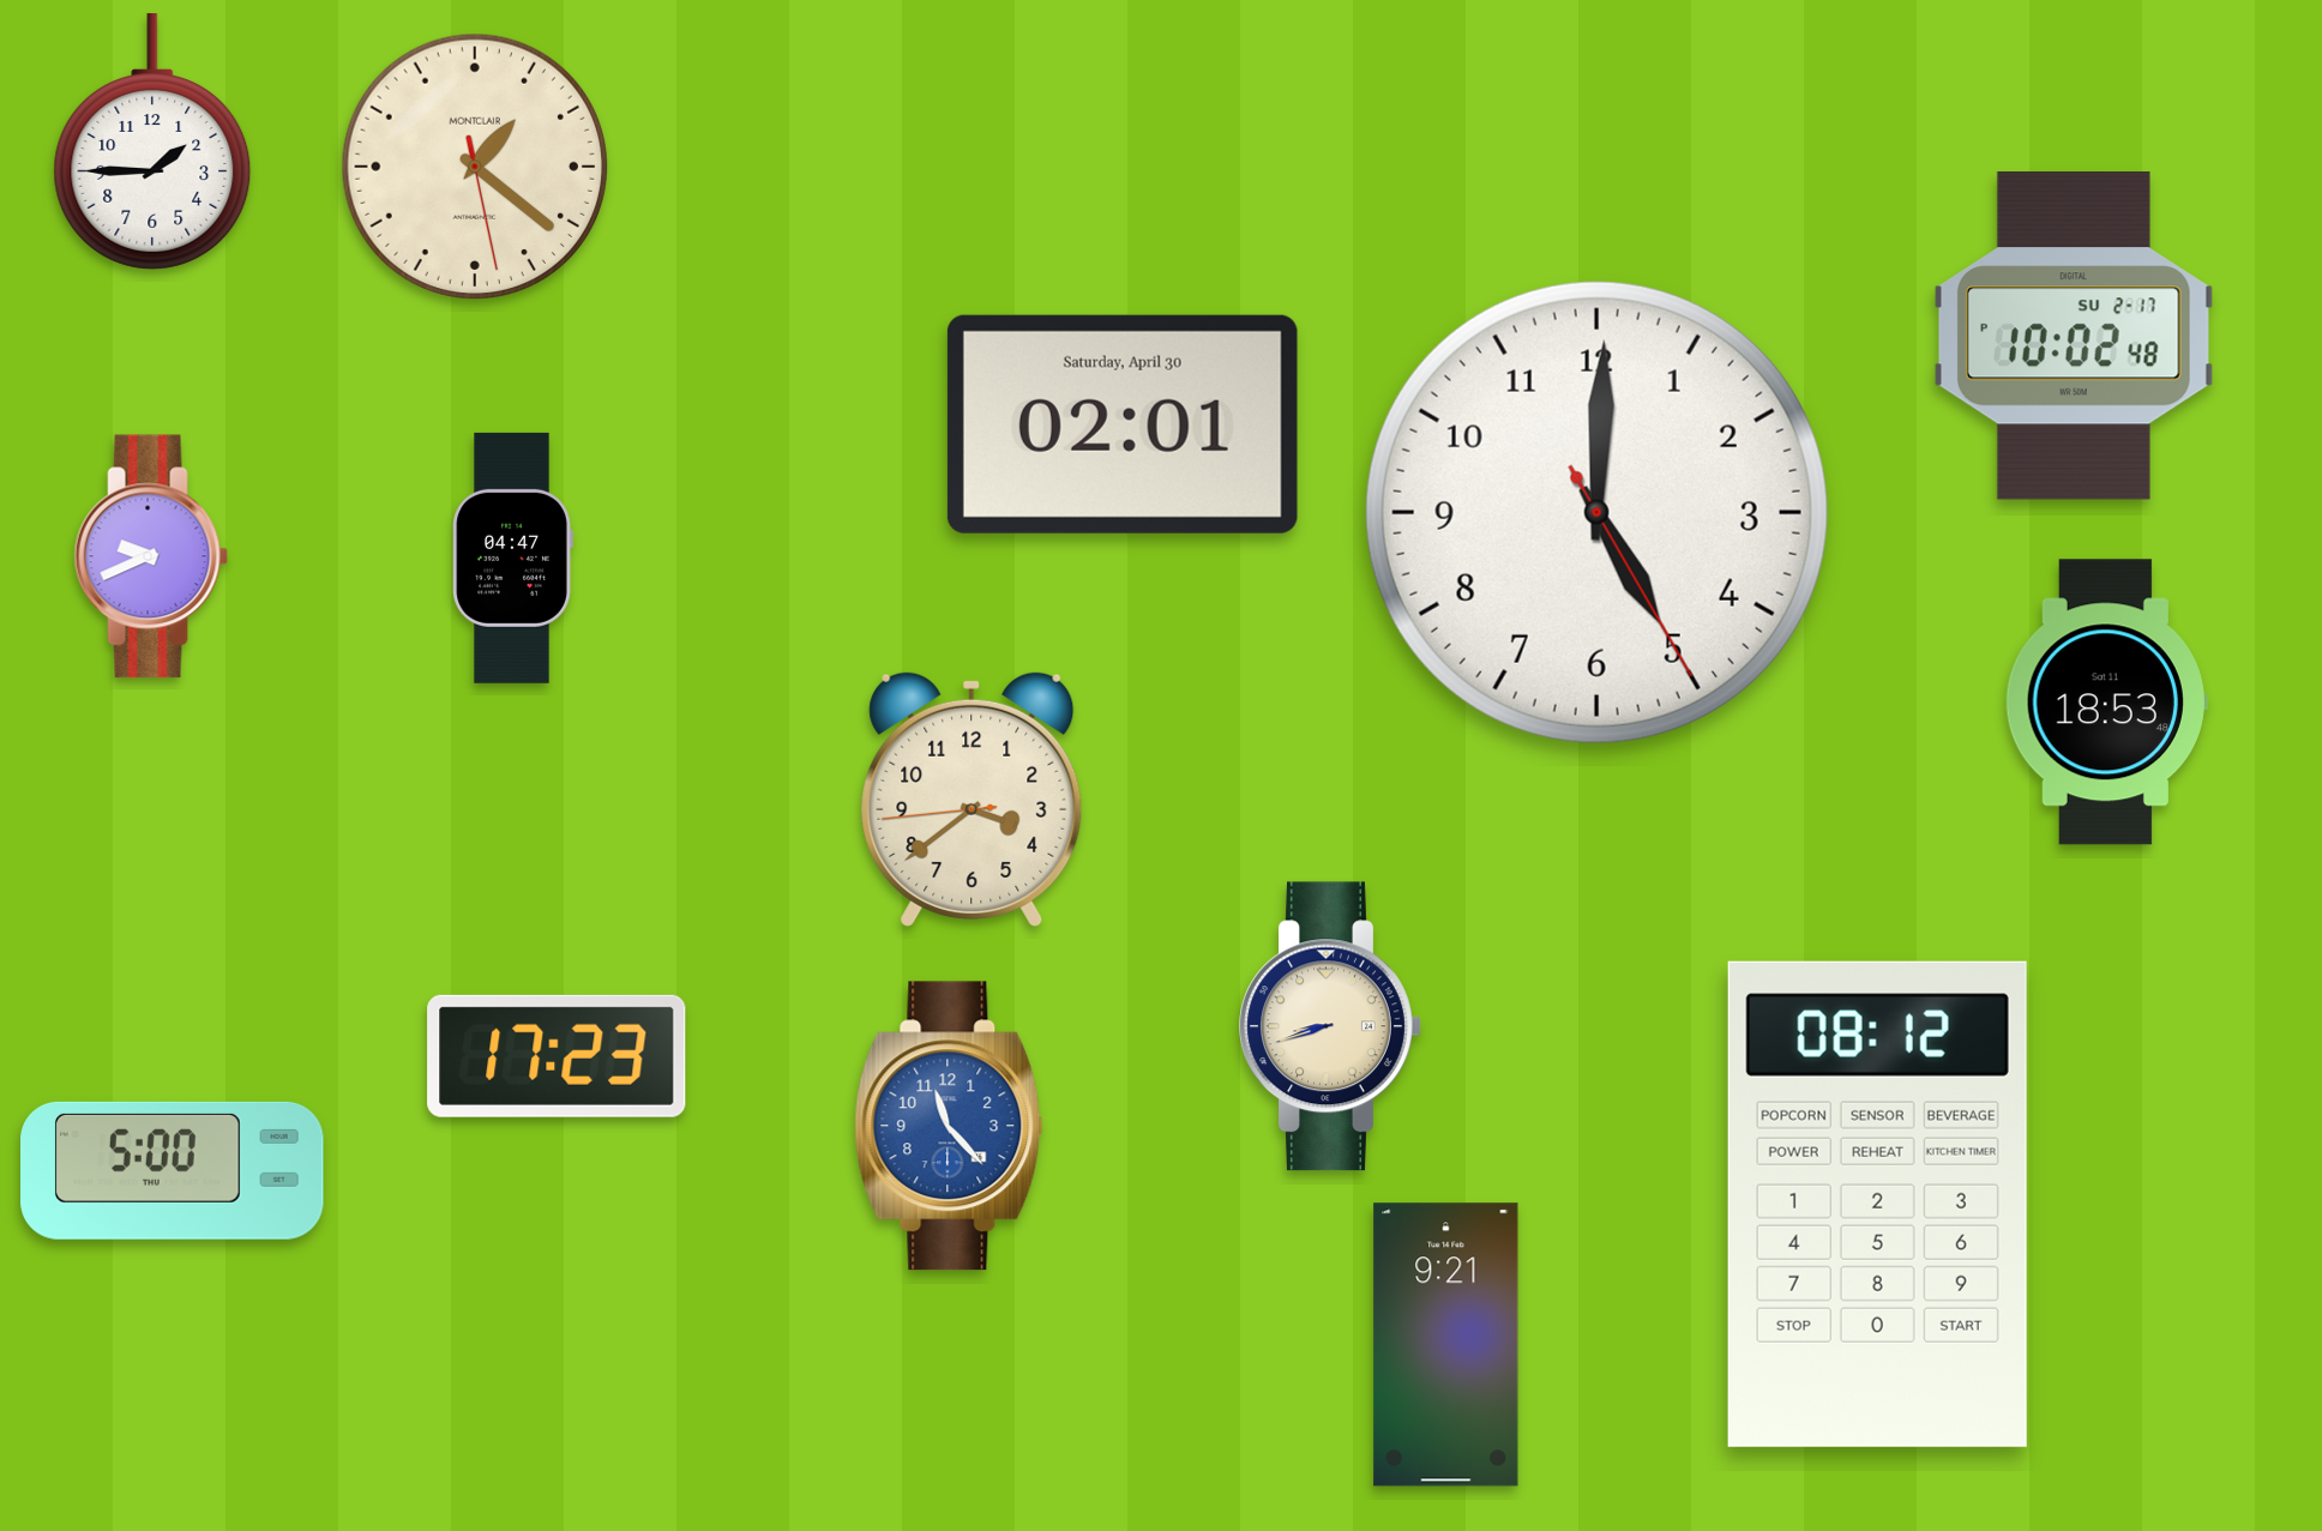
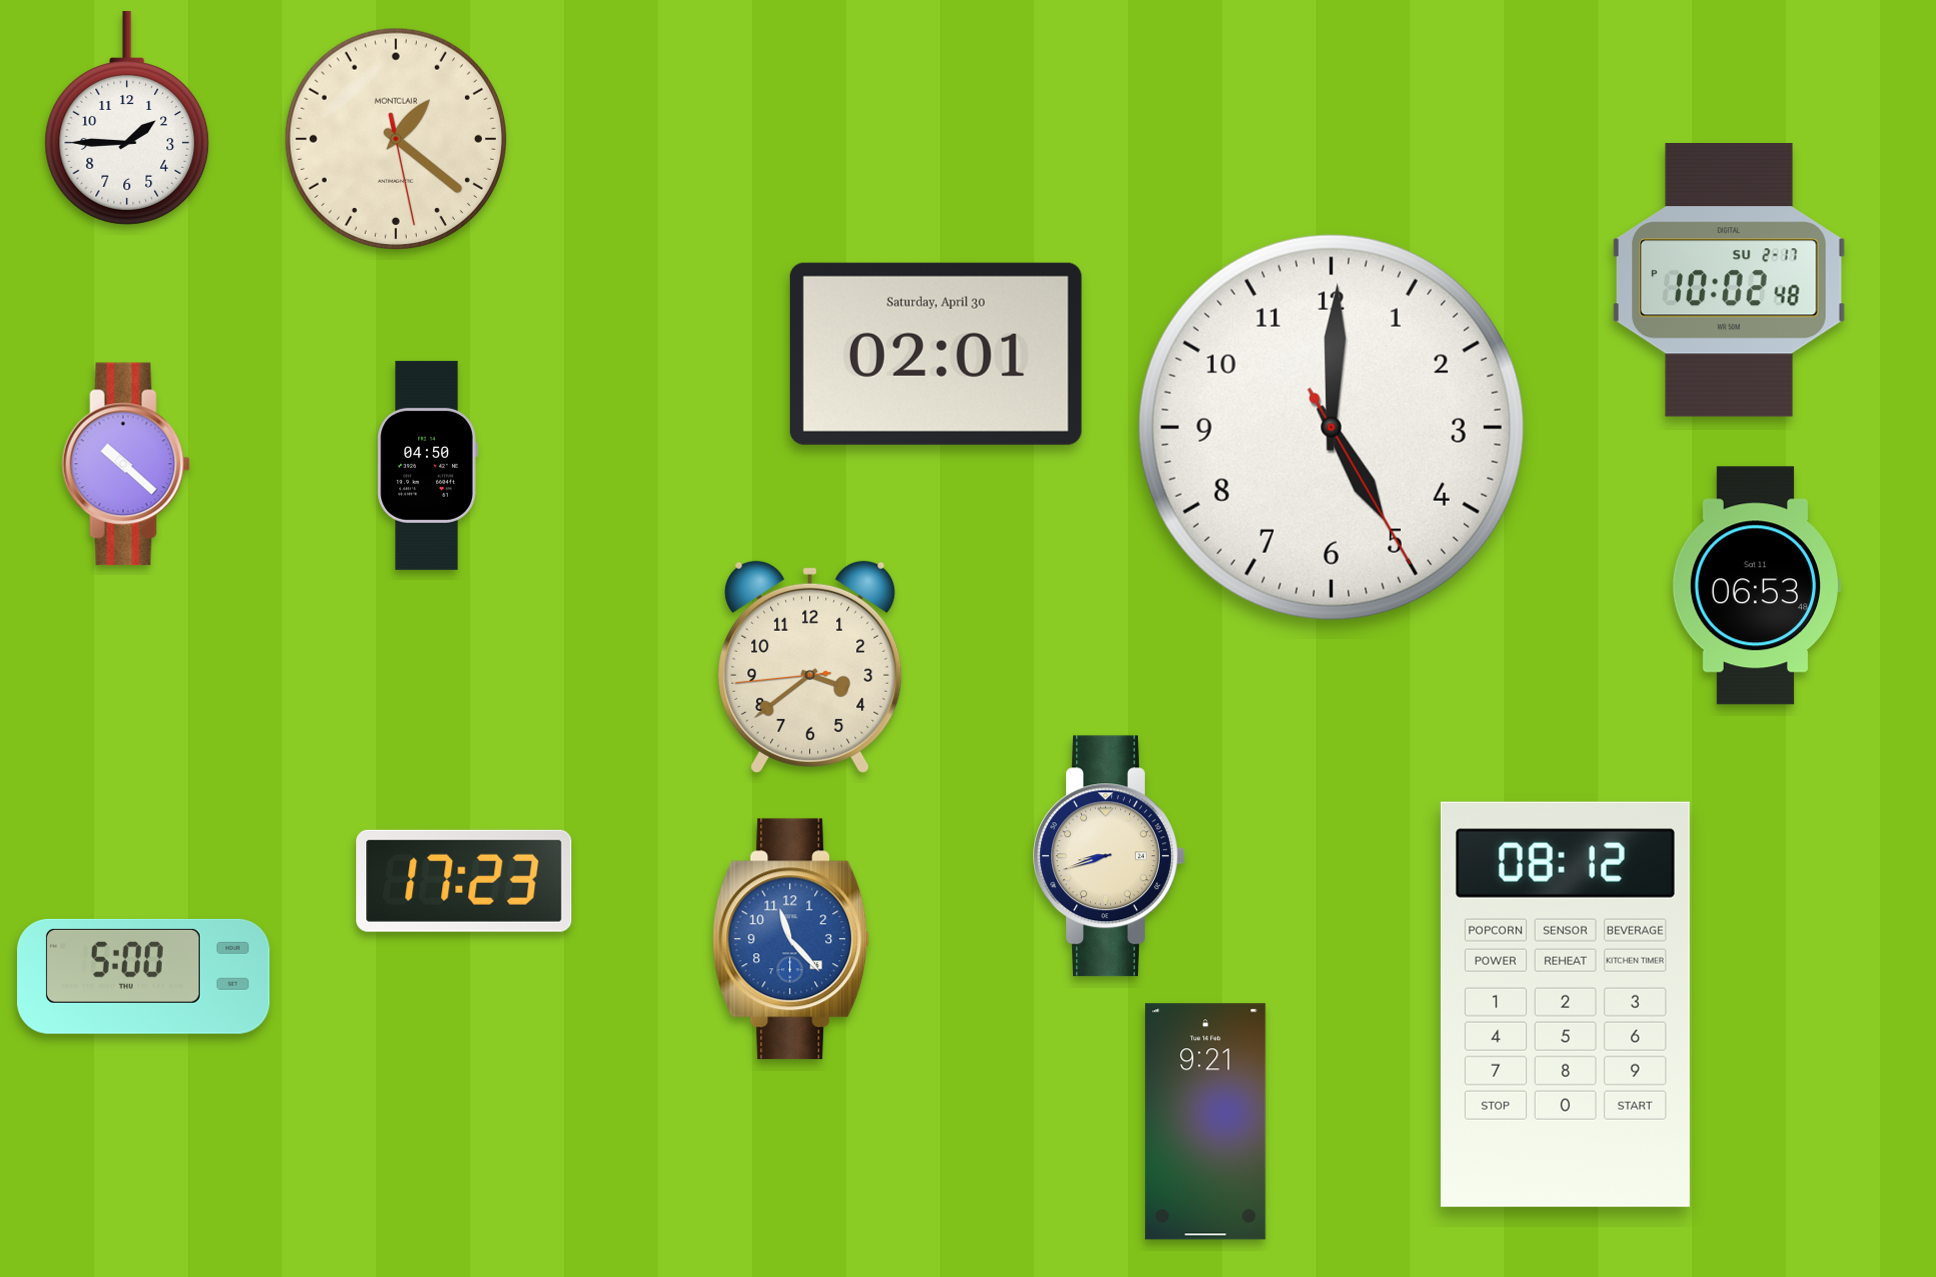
clock at (151, 556): 9:41 -> 10:22
clock at (512, 557): 04:47 -> 04:50
clock at (2106, 703): 18:53 -> 06:53
